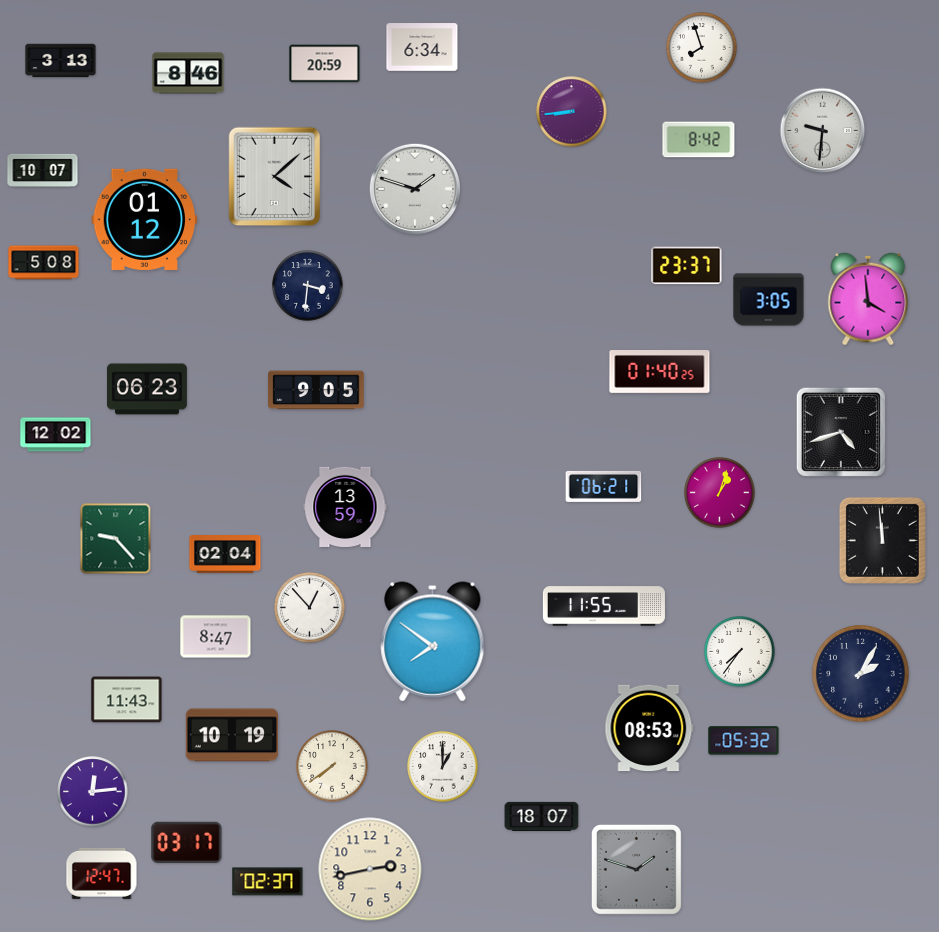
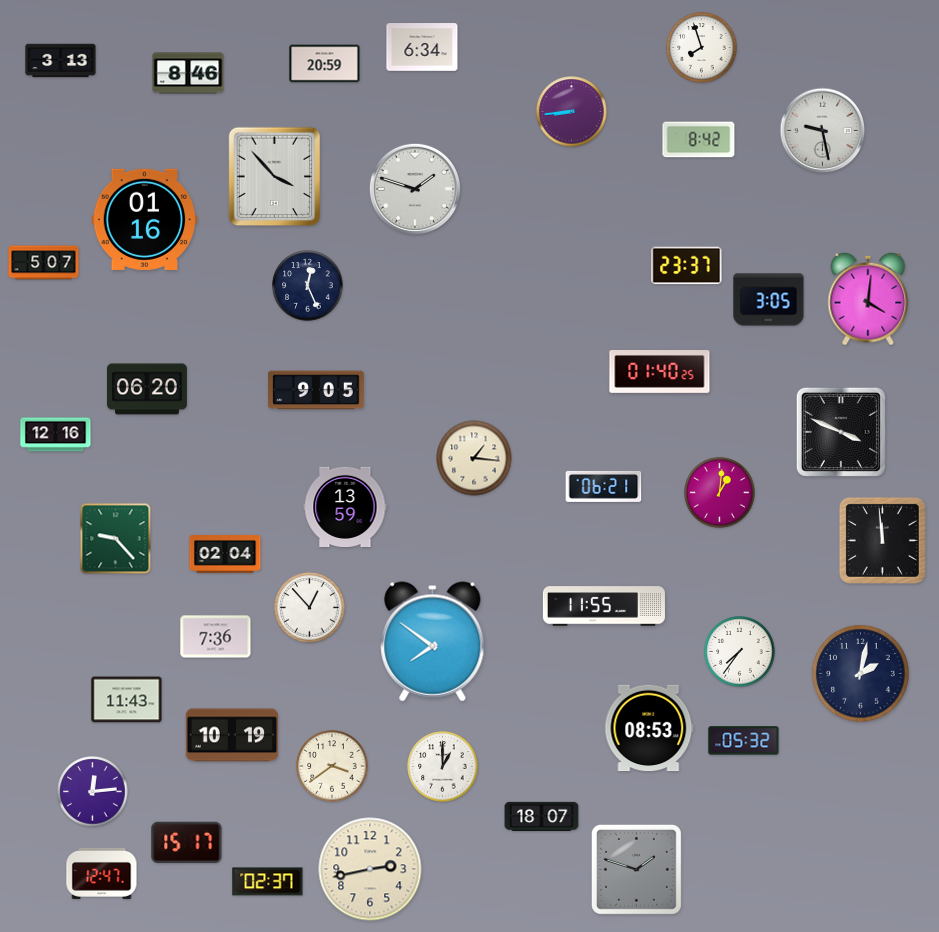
clock at (823, 131): 9:31 -> 9:28
clock at (43, 170): 10:07 -> none
clock at (275, 177): 4:08 -> 3:53
clock at (145, 219): 01:12 -> 01:16
clock at (44, 263): 5:08 -> 5:07
clock at (308, 286): 3:31 -> 12:26
clock at (868, 299): 3:59 -> 4:01
clock at (147, 389): 06:23 -> 06:20
clock at (841, 432): 4:42 -> 3:49
clock at (56, 435): 12:02 -> 12:16
clock at (474, 458): none -> 1:16
clock at (720, 493): 1:03 -> 1:01
clock at (216, 637): 8:47 -> 7:36
clock at (861, 674): 2:05 -> 2:02
clock at (332, 766): 7:39 -> 3:39
clock at (187, 843): 03:17 -> 15:17
